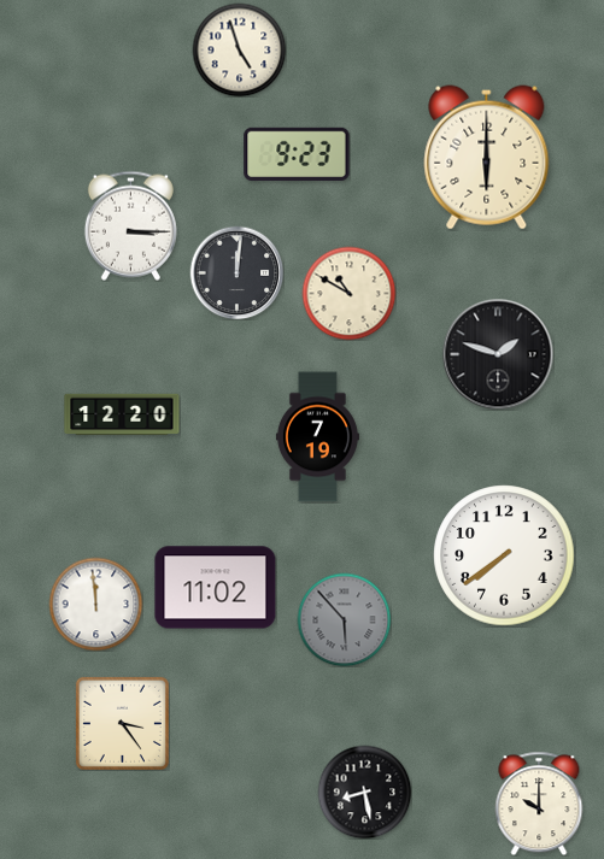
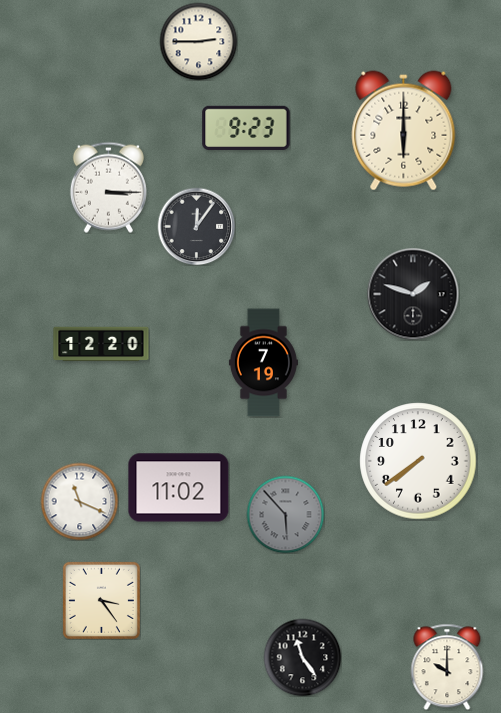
clock at (239, 49): 4:57 -> 2:45
clock at (236, 272): 12:01 -> 12:06
clock at (348, 293): 10:50 -> none
clock at (95, 604): 11:59 -> 11:19
clock at (364, 792): 8:28 -> 11:24
